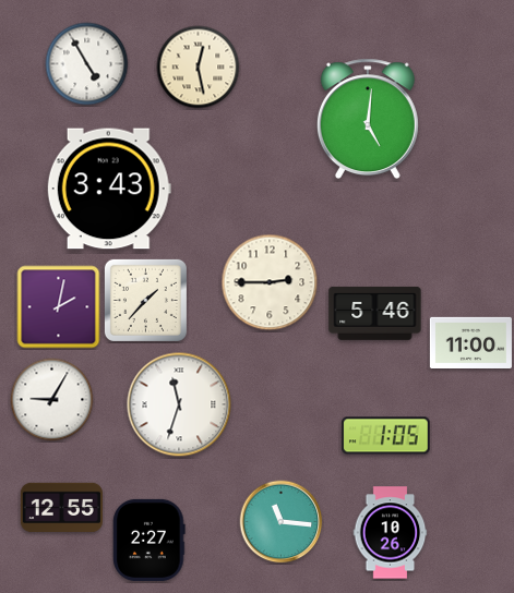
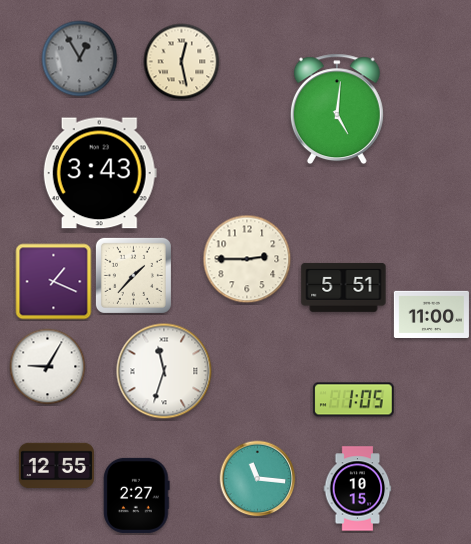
clock at (87, 64): 4:55 -> 12:55
clock at (87, 64) dial: white -> grey
clock at (59, 307): 2:02 -> 1:19
clock at (375, 313): 5:46 -> 5:51
clock at (391, 533): 10:26 -> 10:15
